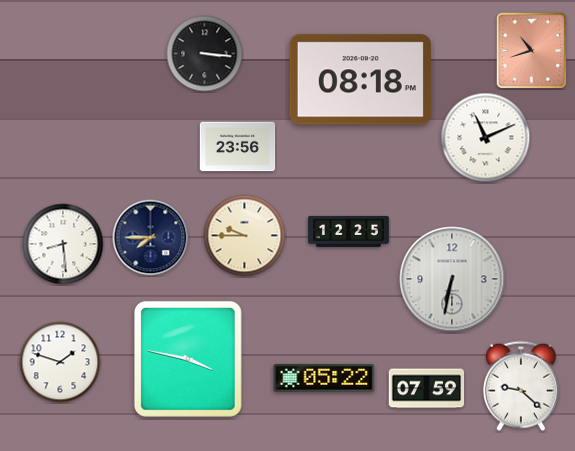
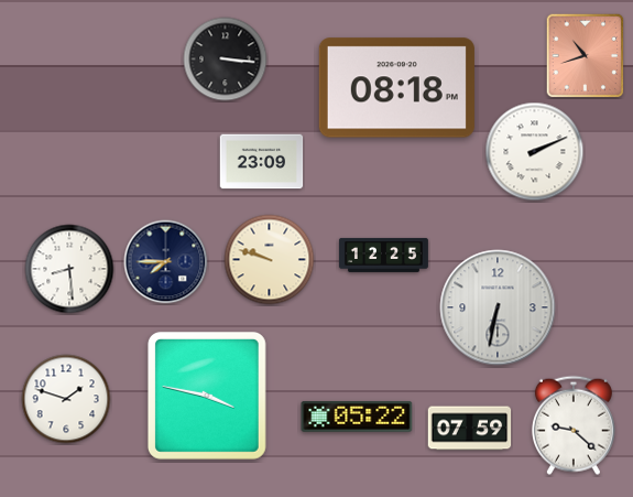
clock at (486, 138): 11:11 -> 2:11
clock at (238, 147): 23:56 -> 23:09
clock at (245, 236): 9:45 -> 9:48
